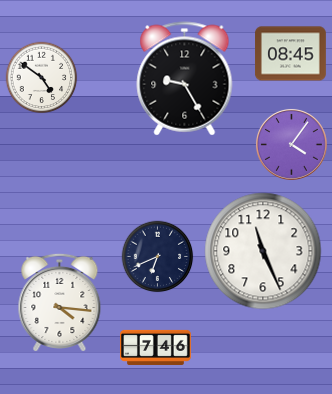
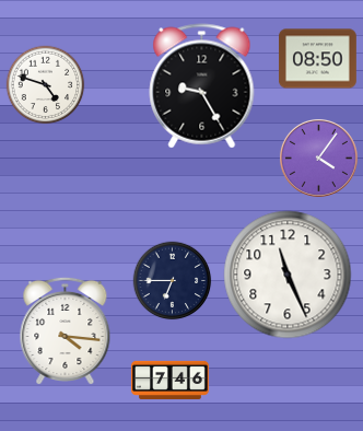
clock at (291, 54): 08:45 -> 08:50
clock at (42, 78): 4:51 -> 4:48
clock at (158, 257): 6:41 -> 6:45
